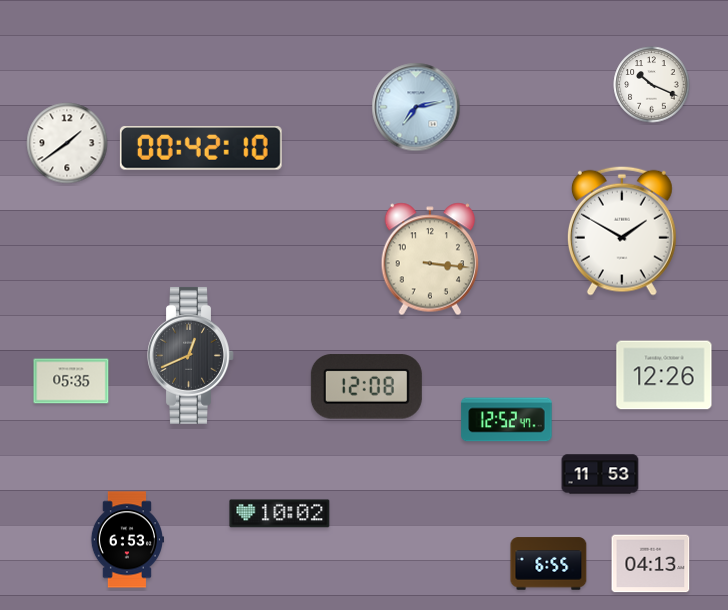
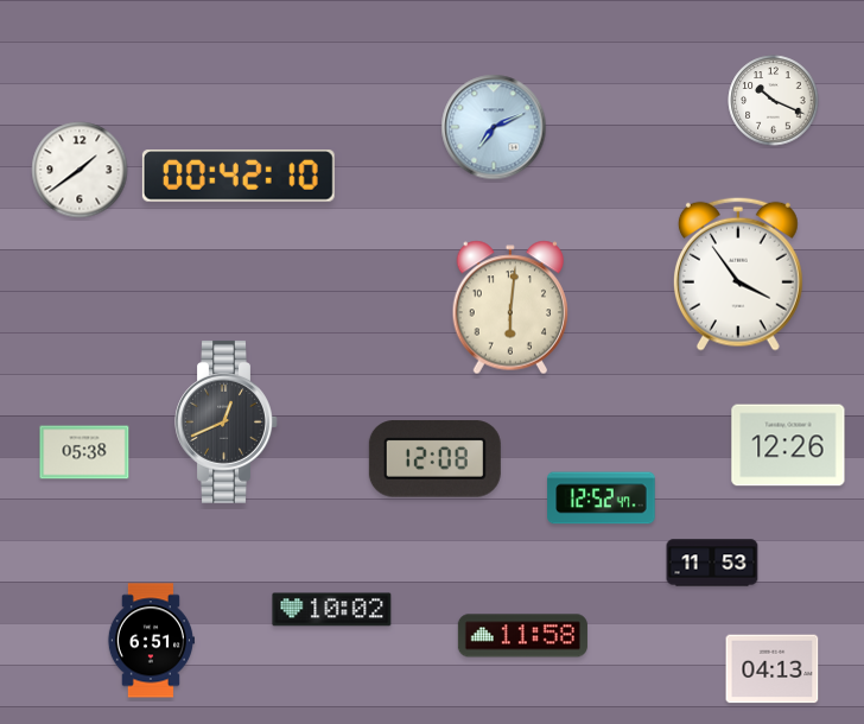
clock at (416, 107): 7:13 -> 7:11
clock at (622, 231): 1:50 -> 3:54
clock at (430, 259): 3:16 -> 6:01
clock at (71, 381): 05:35 -> 05:38
clock at (522, 636): none -> 11:58
clock at (126, 540): 6:53 -> 6:51
clock at (549, 564): 6:55 -> none
